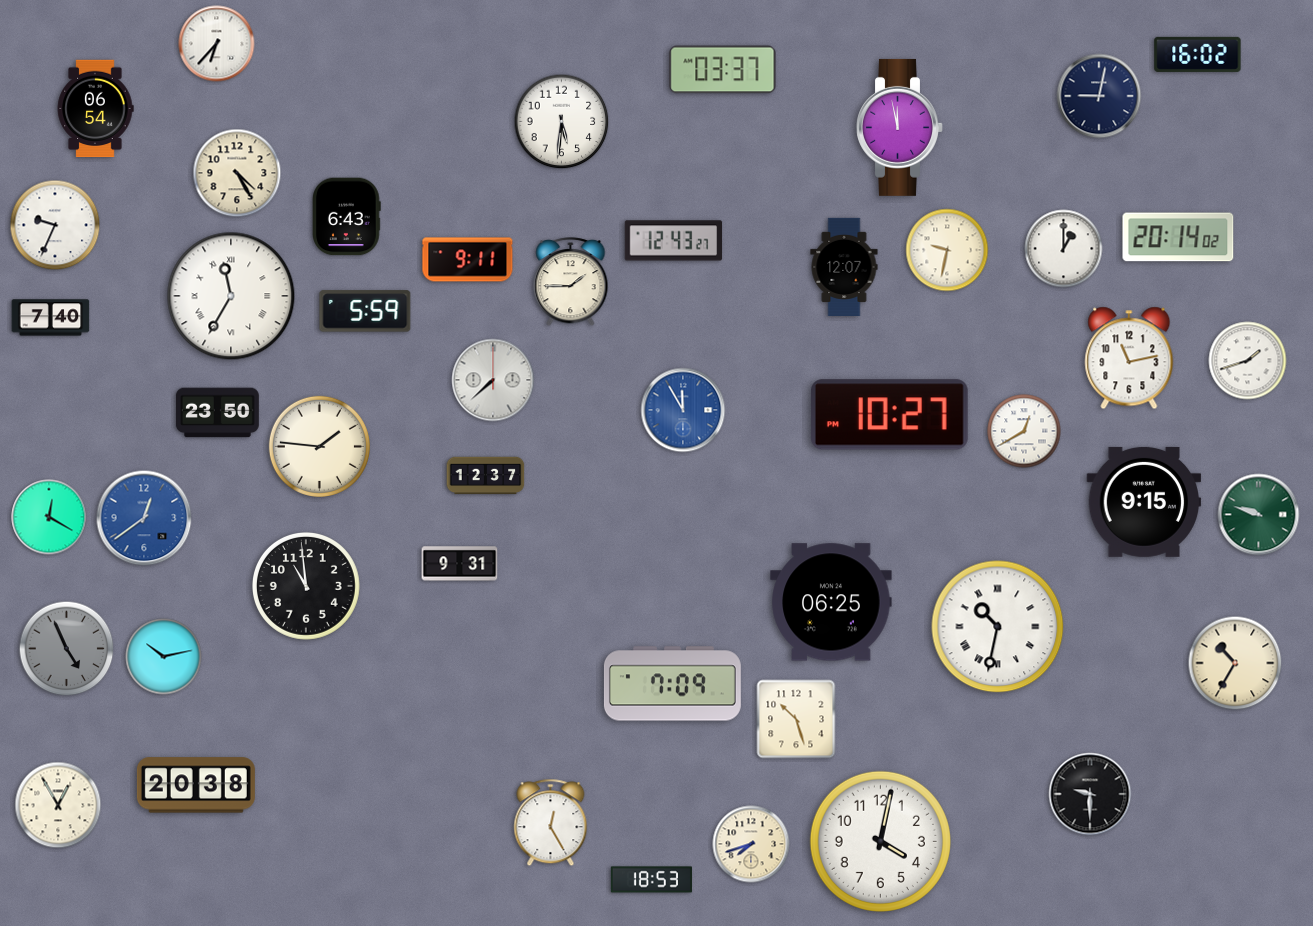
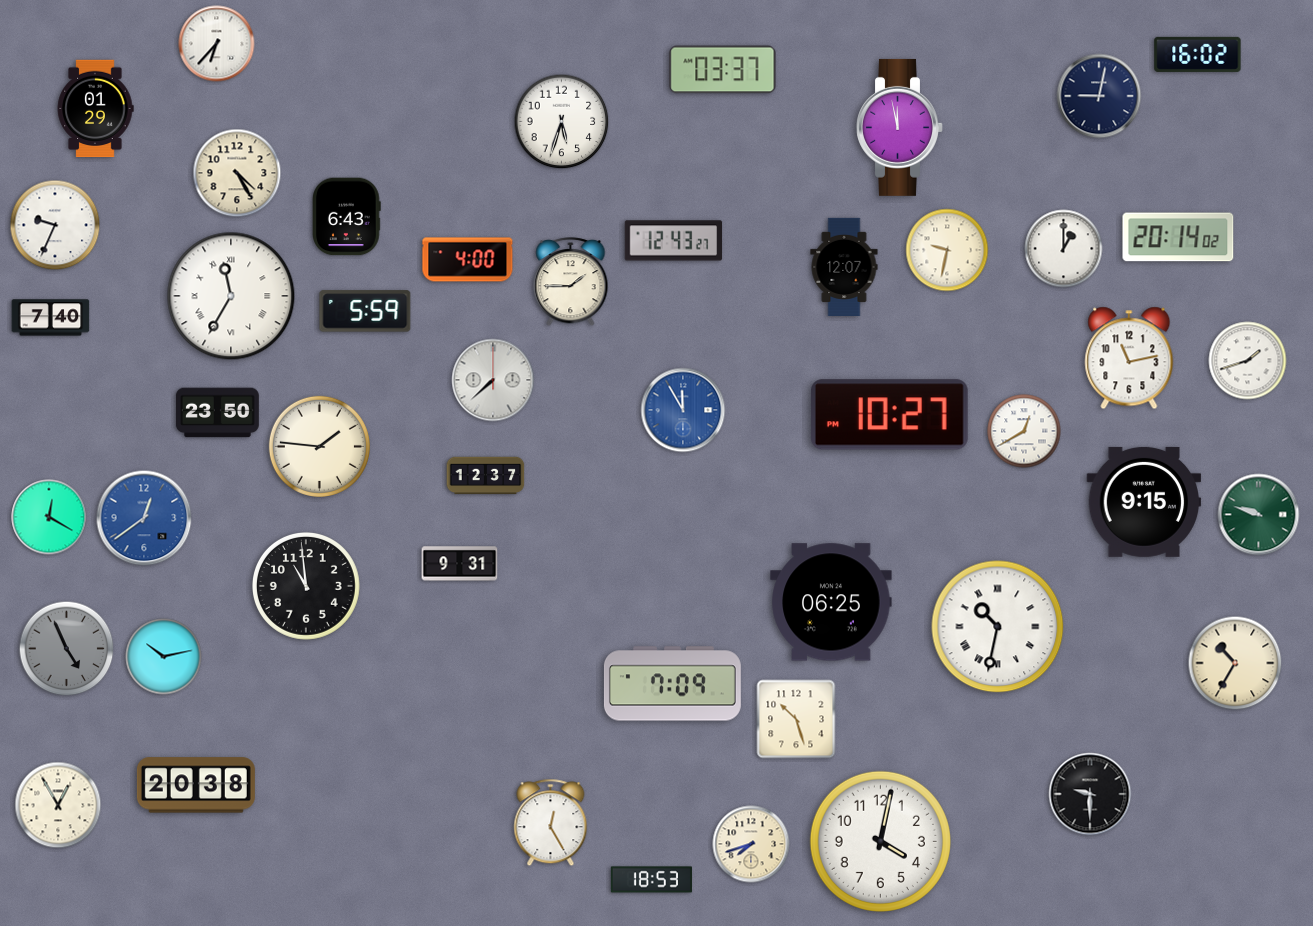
clock at (95, 109): 06:54 -> 01:29
clock at (562, 122): 5:31 -> 5:33
clock at (468, 260): 9:11 -> 4:00
